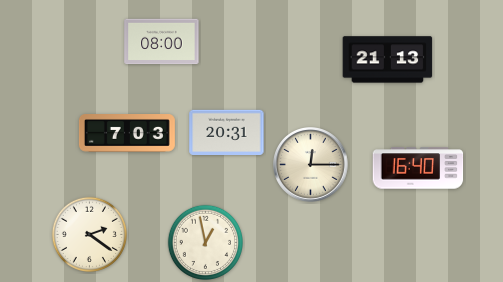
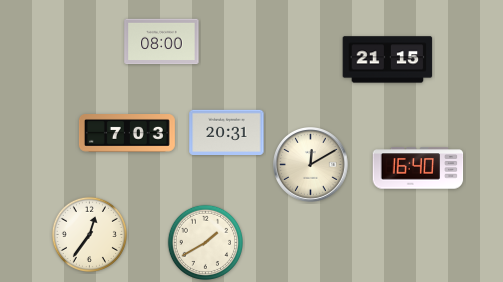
clock at (388, 60): 21:13 -> 21:15
clock at (311, 165): 12:15 -> 12:10
clock at (89, 234): 2:21 -> 12:36
clock at (205, 242): 12:58 -> 1:40
